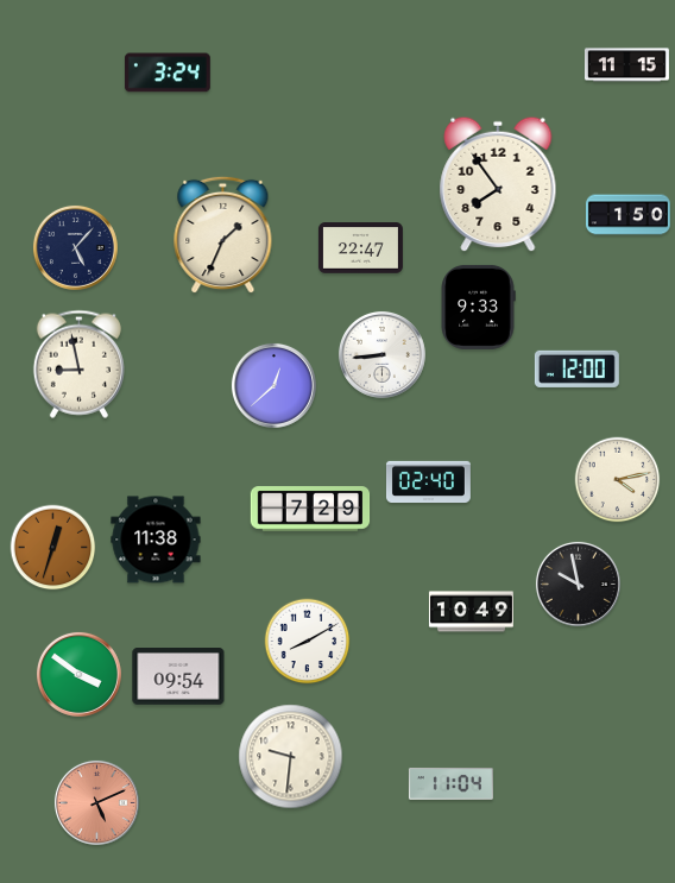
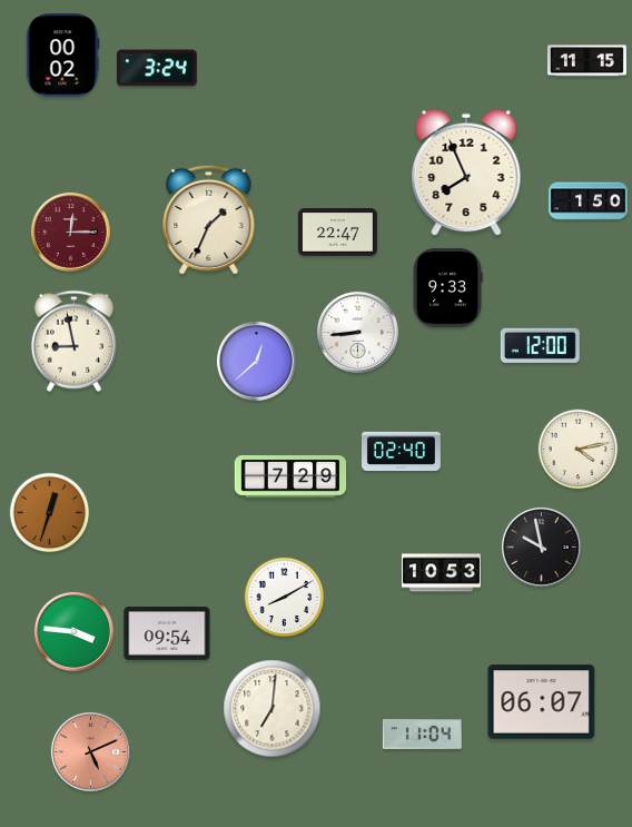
clock at (63, 56): none -> 00:02
clock at (498, 184): 7:54 -> 7:56
clock at (75, 247): 5:07 -> 12:15
clock at (75, 247) dial: navy -> burgundy
clock at (156, 540): 11:38 -> none
clock at (471, 612): 10:49 -> 10:53
clock at (308, 642) position: (308, 642) -> (285, 598)
clock at (78, 674): 3:51 -> 3:46
clock at (542, 702): none -> 06:07
clock at (291, 757): 9:31 -> 7:01
